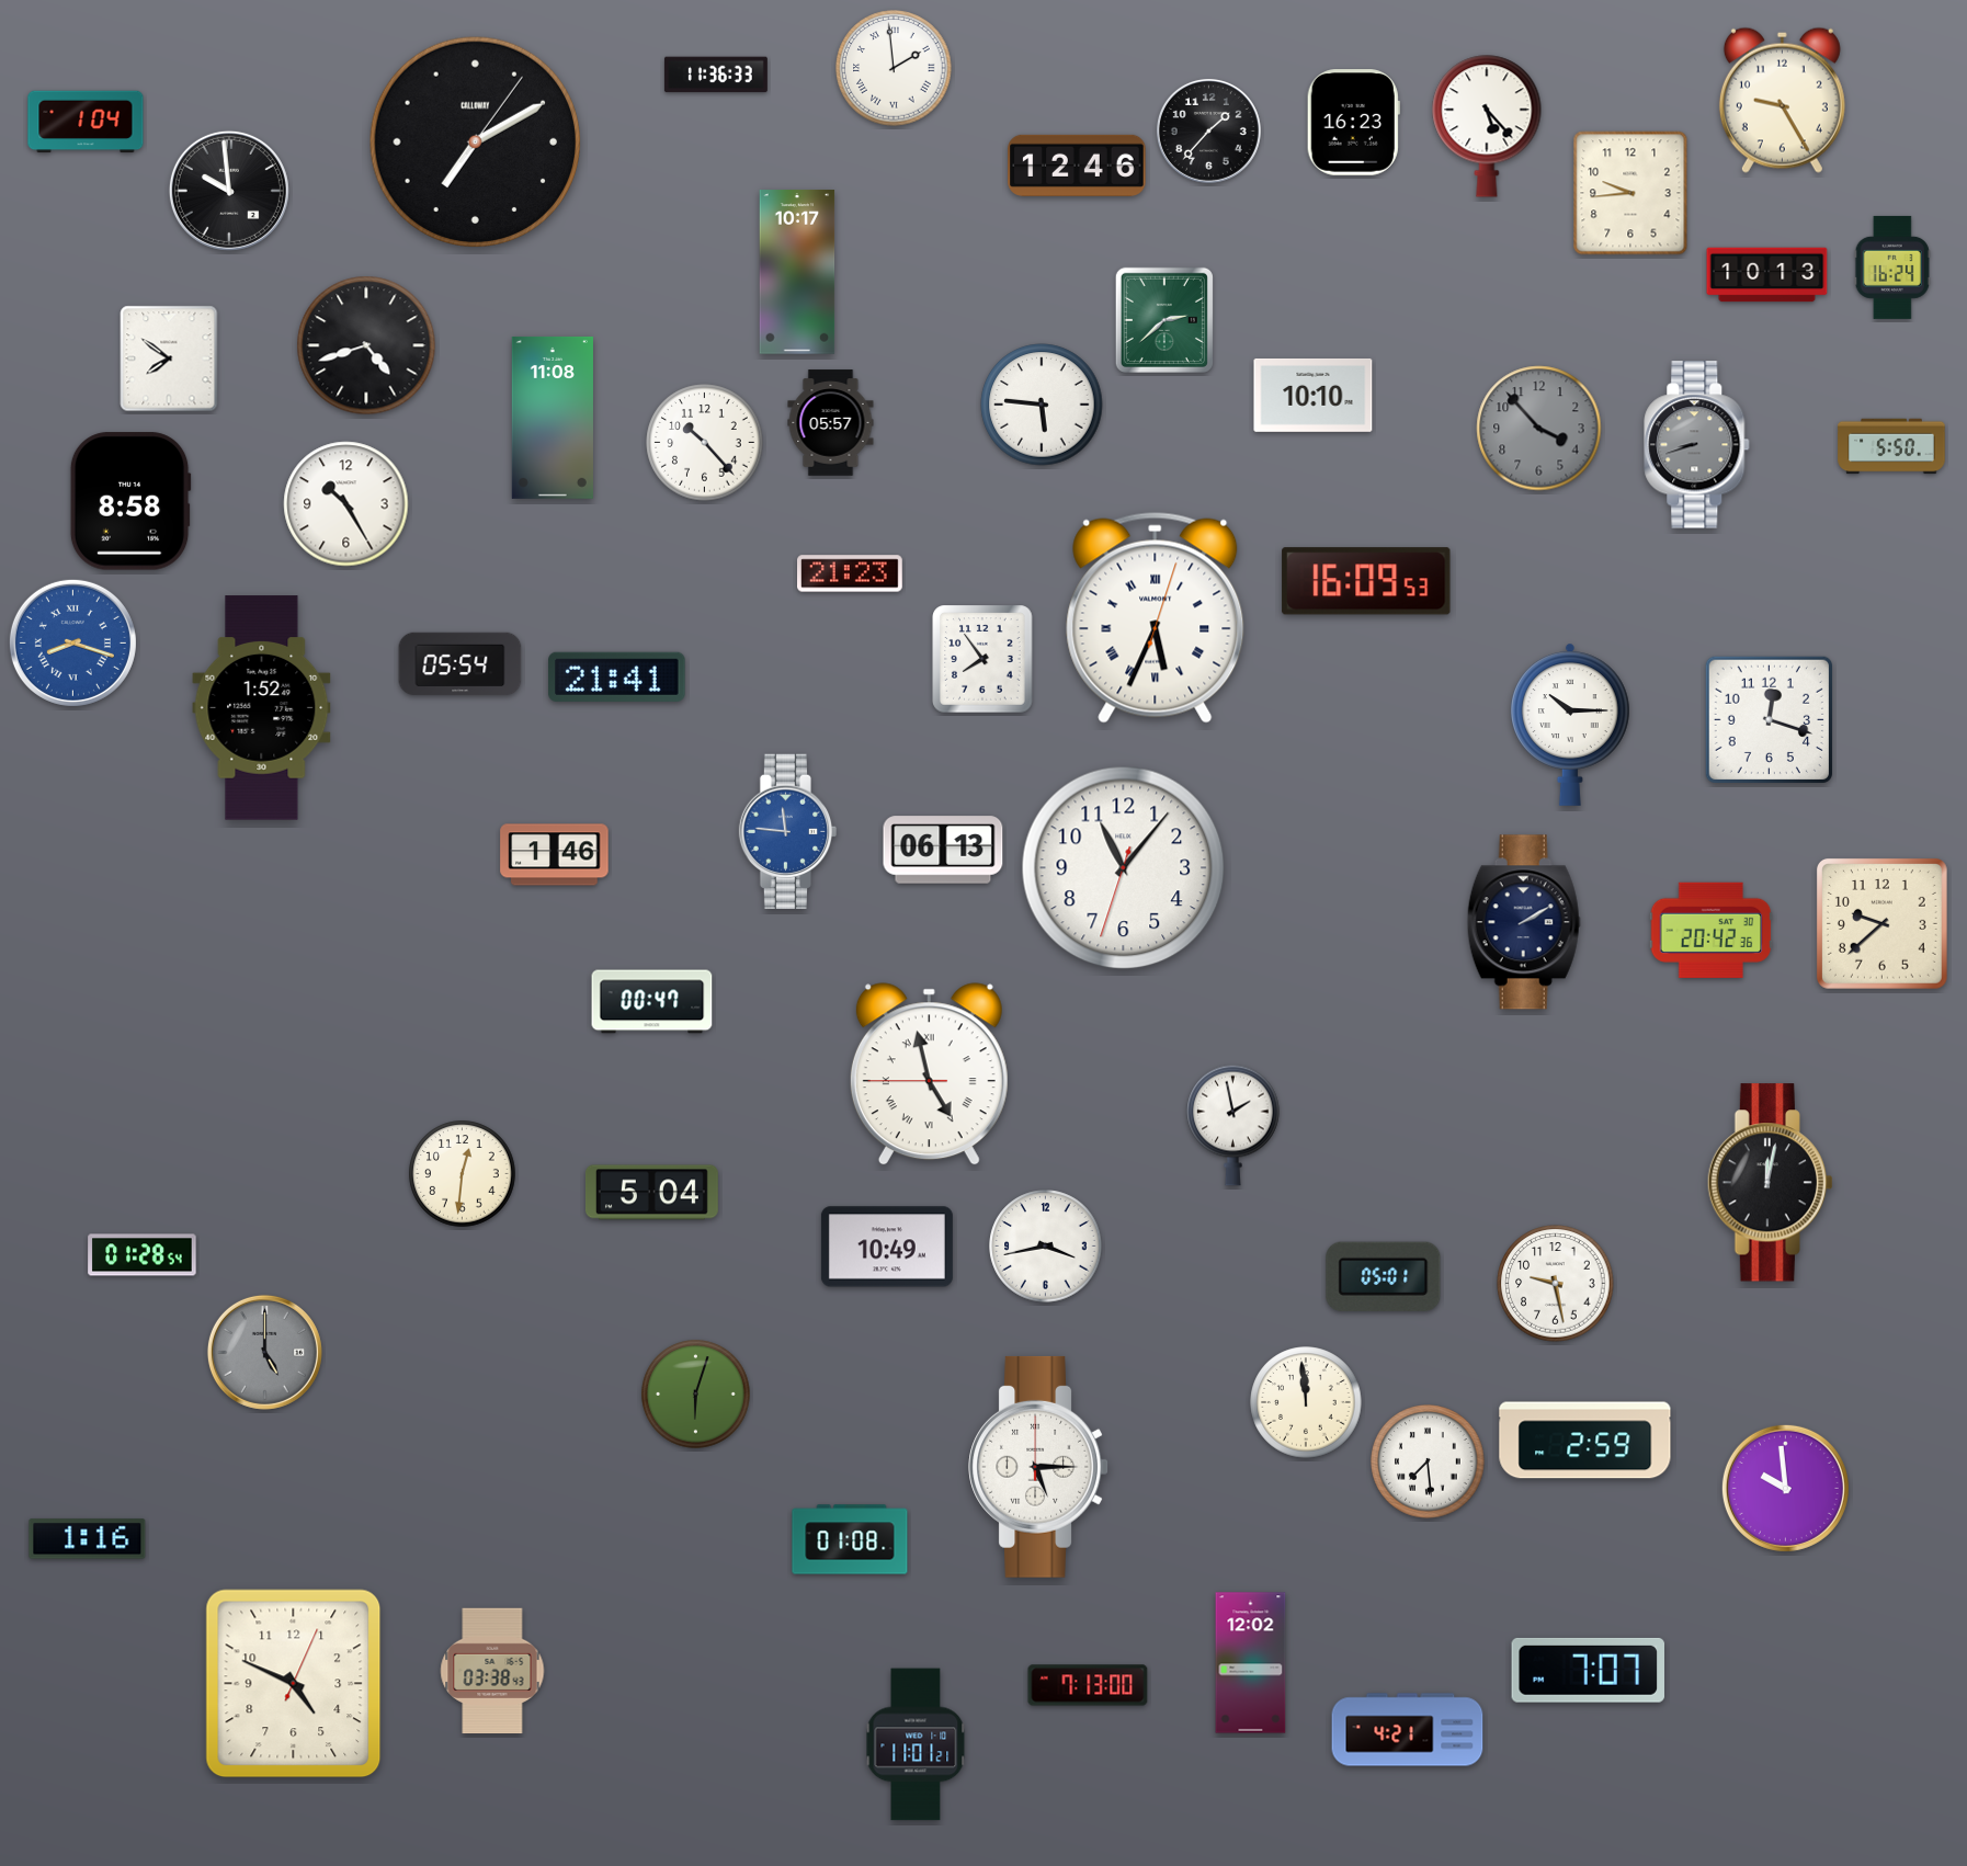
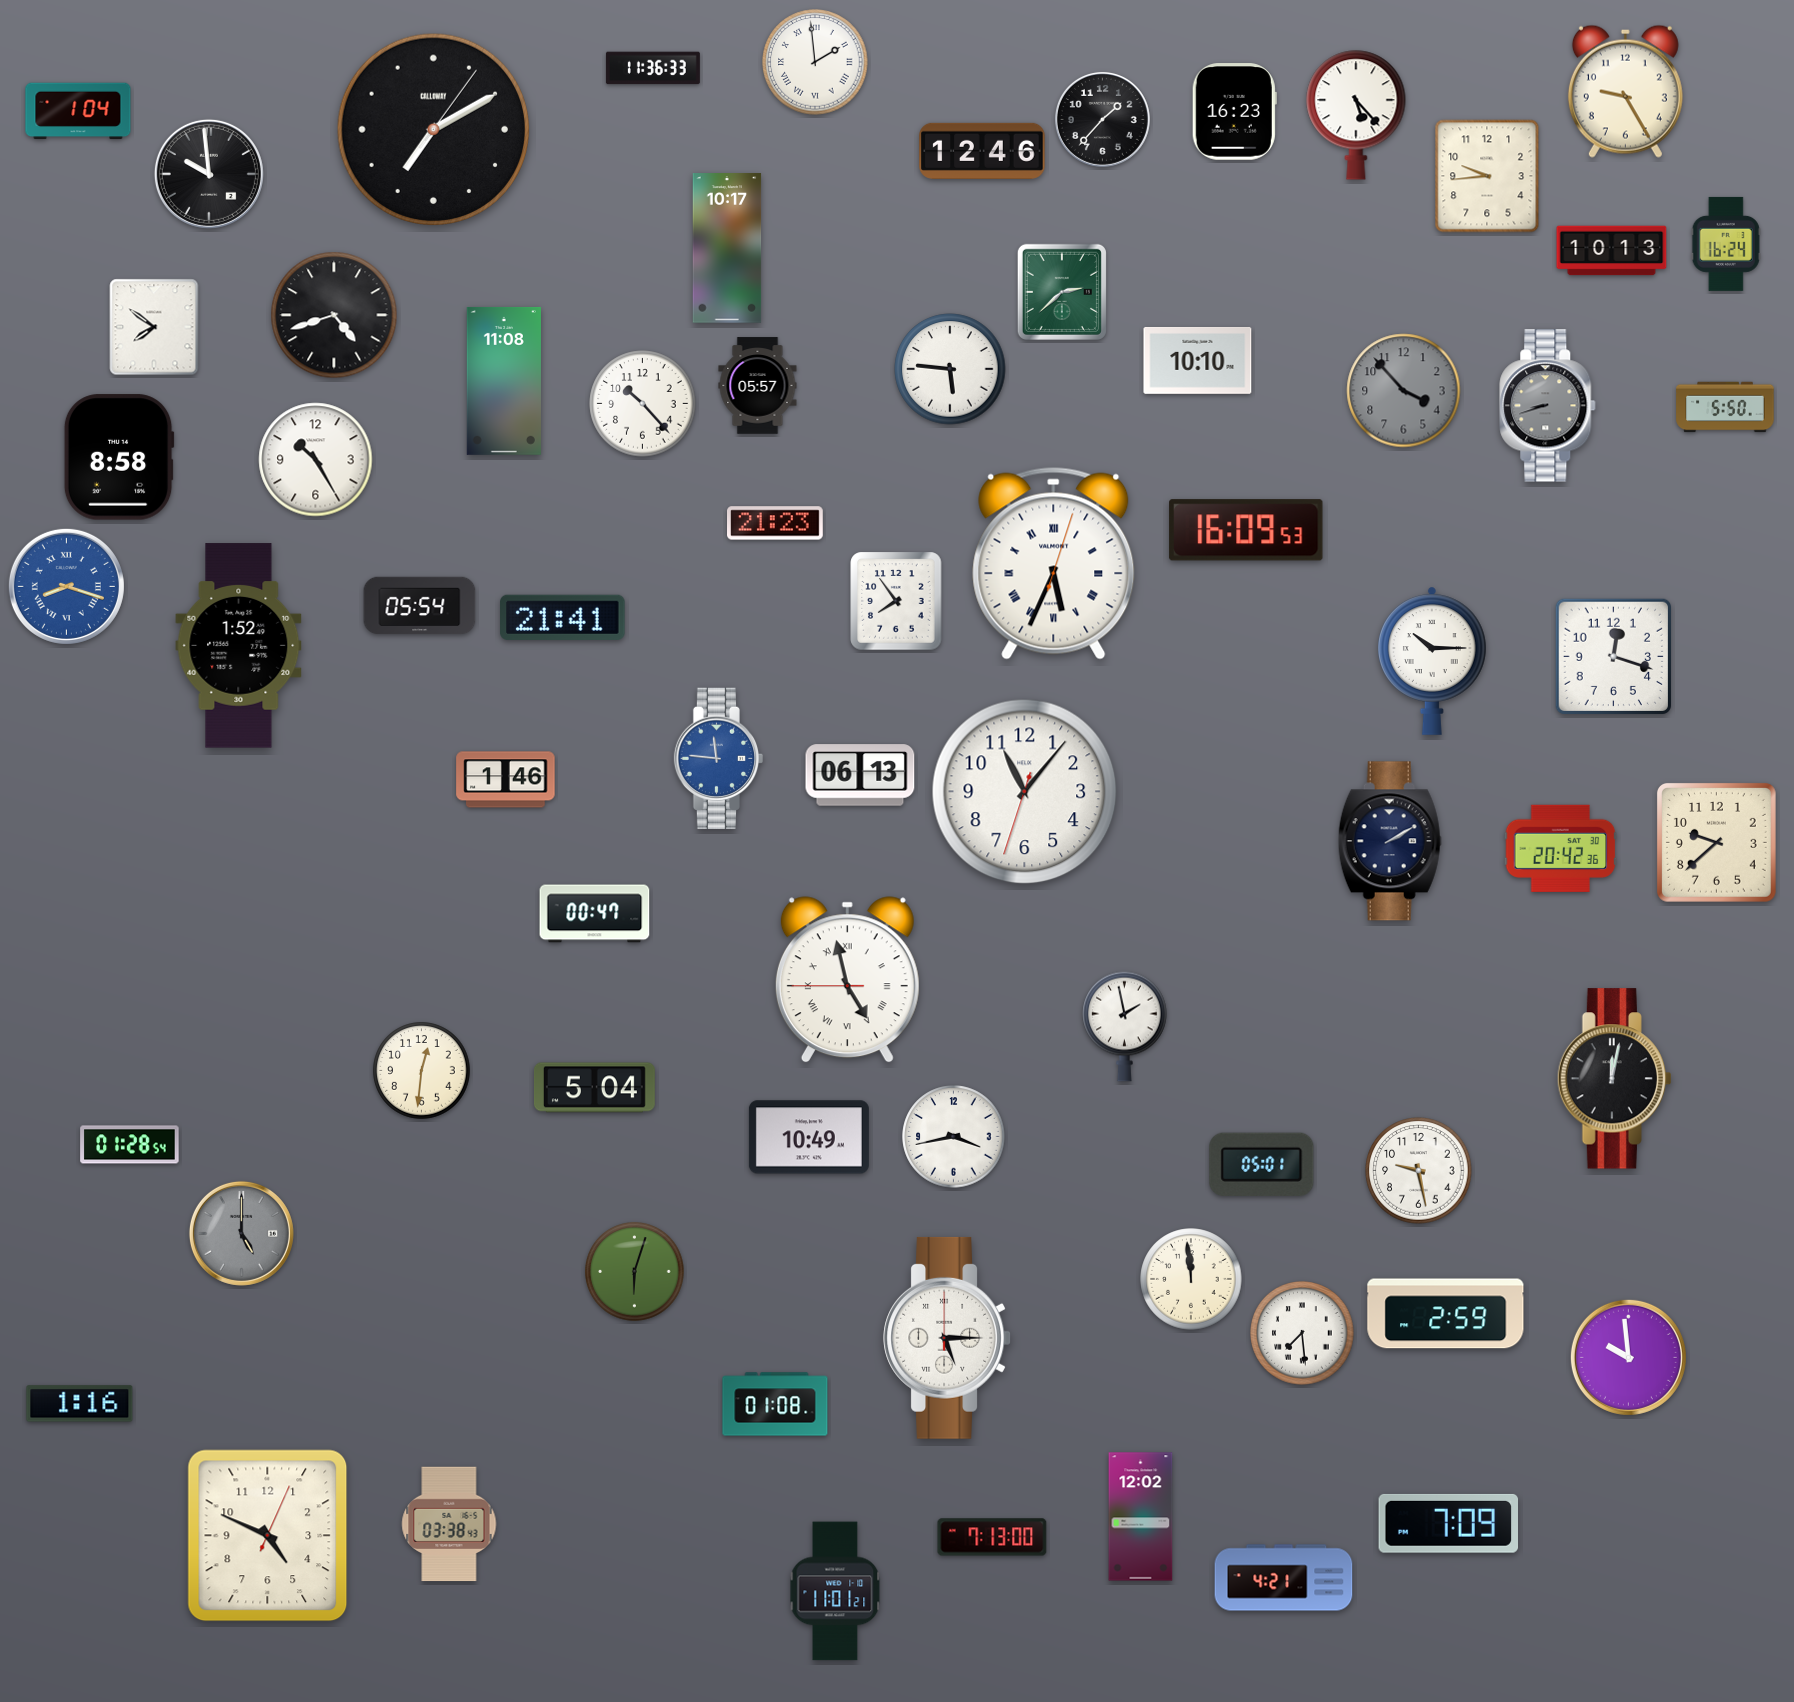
clock at (1589, 1670): 7:07 -> 7:09
